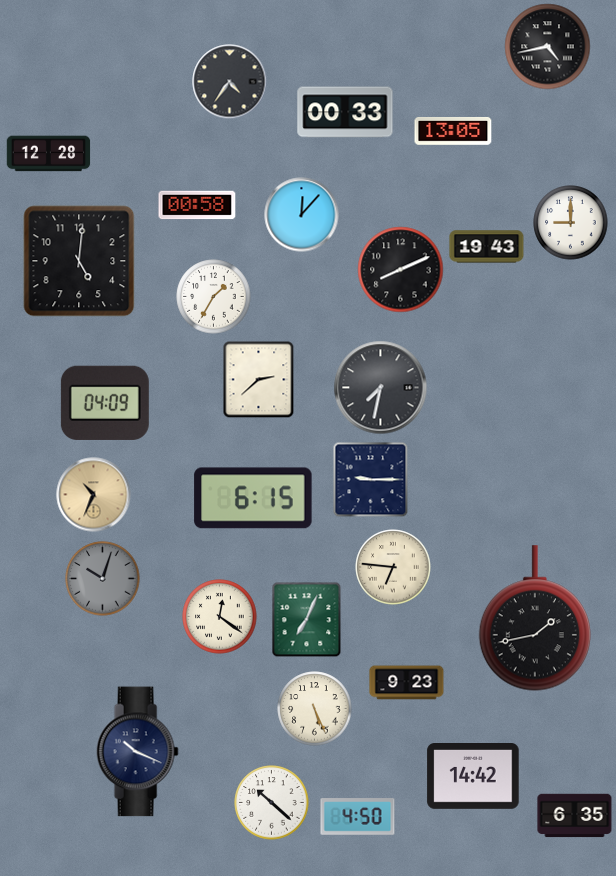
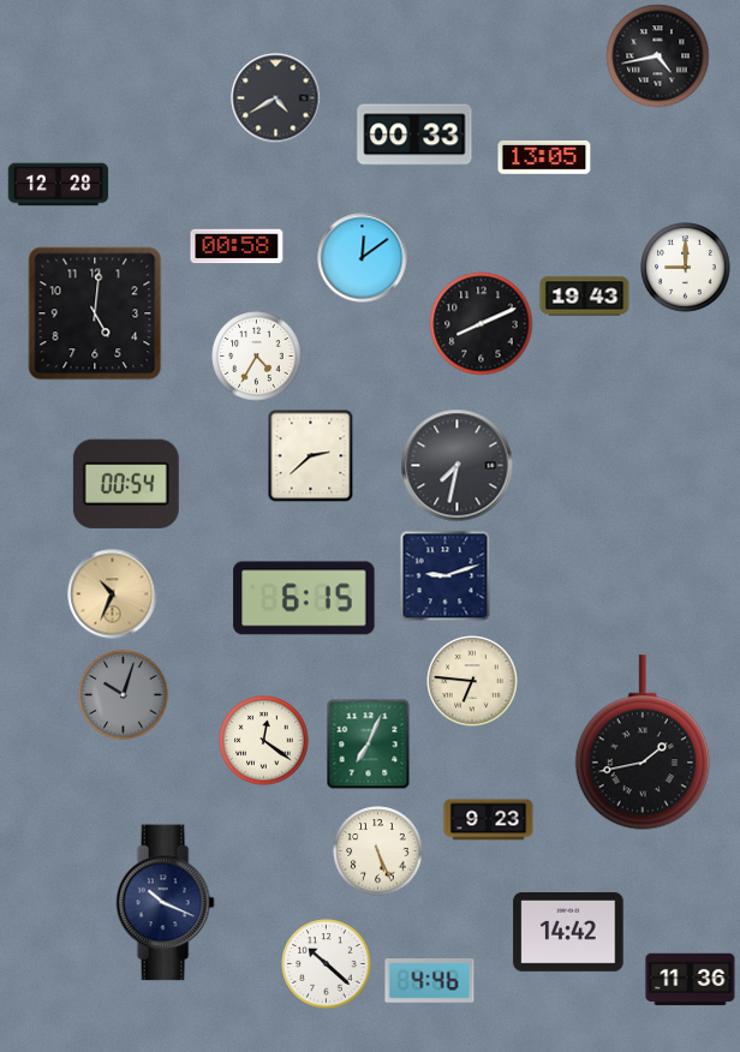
clock at (230, 82): 4:36 -> 4:40
clock at (302, 215): 12:07 -> 12:09
clock at (214, 297): 1:35 -> 4:35
clock at (105, 403): 04:09 -> 00:54
clock at (371, 480): 9:15 -> 9:12
clock at (575, 816): 6:35 -> 11:36
clock at (358, 817): 4:50 -> 4:46
